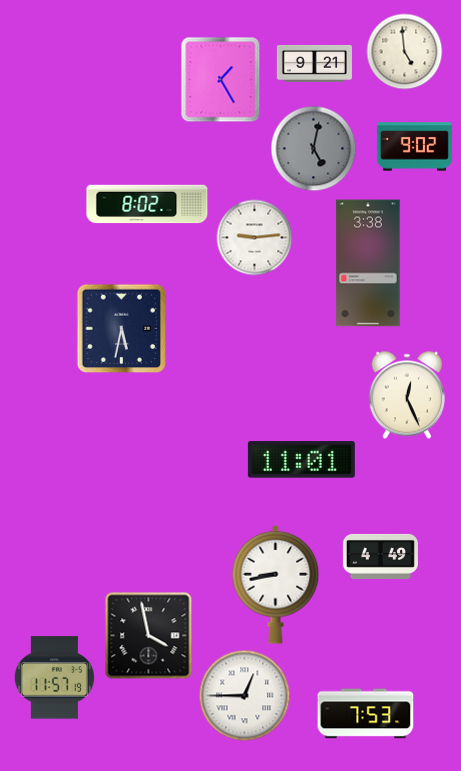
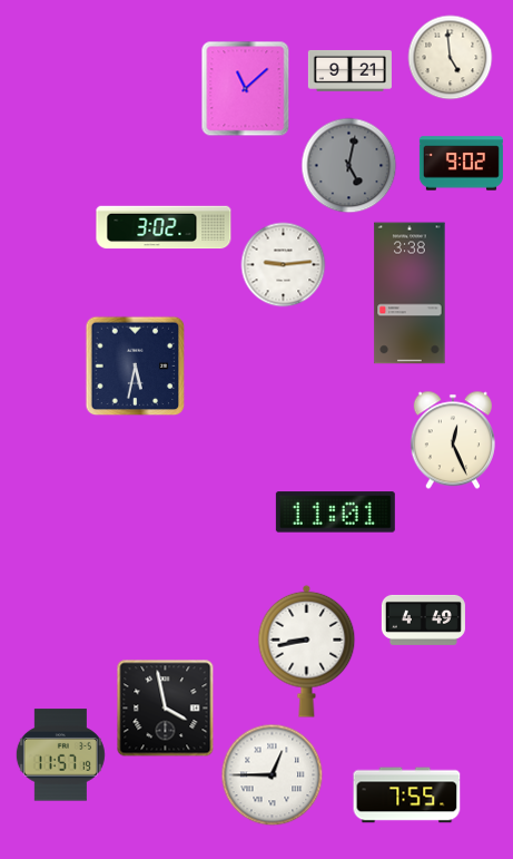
clock at (221, 80): 1:25 -> 11:08
clock at (147, 204): 8:02 -> 3:02
clock at (366, 714): 7:53 -> 7:55
